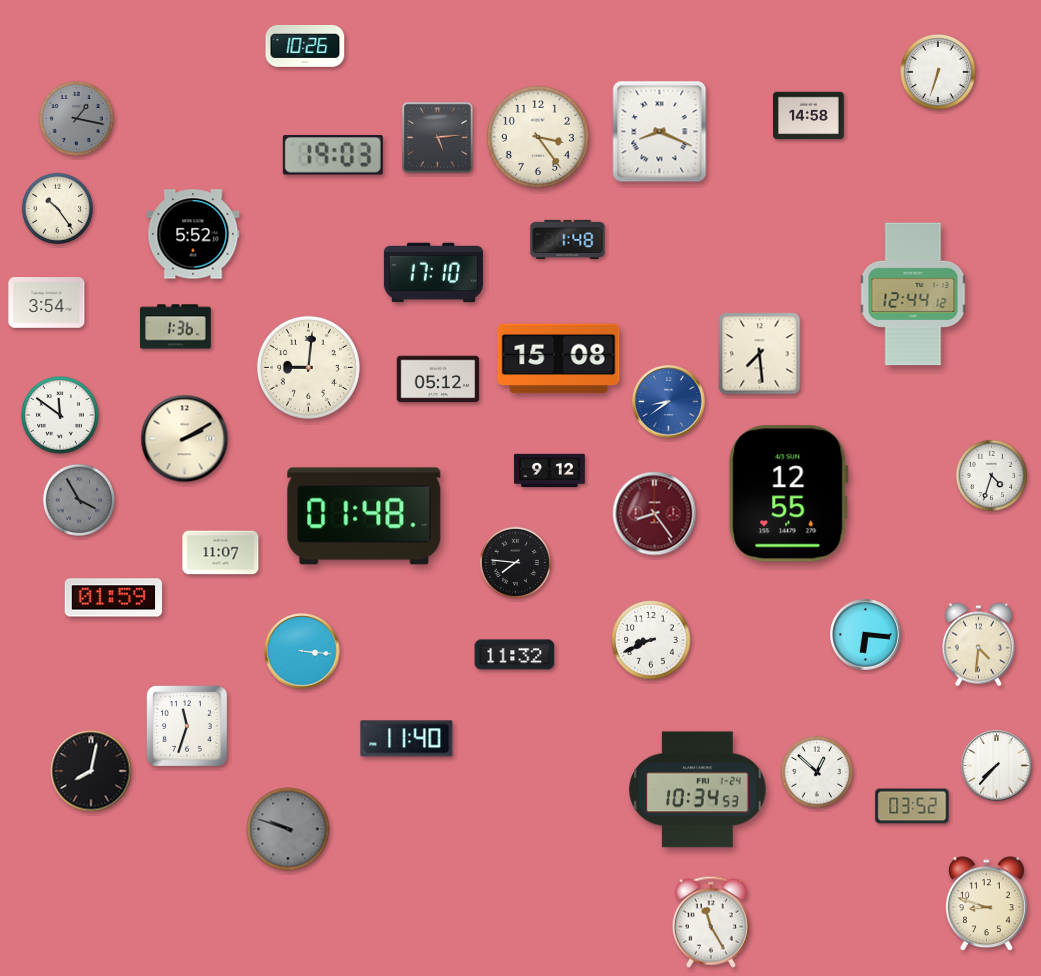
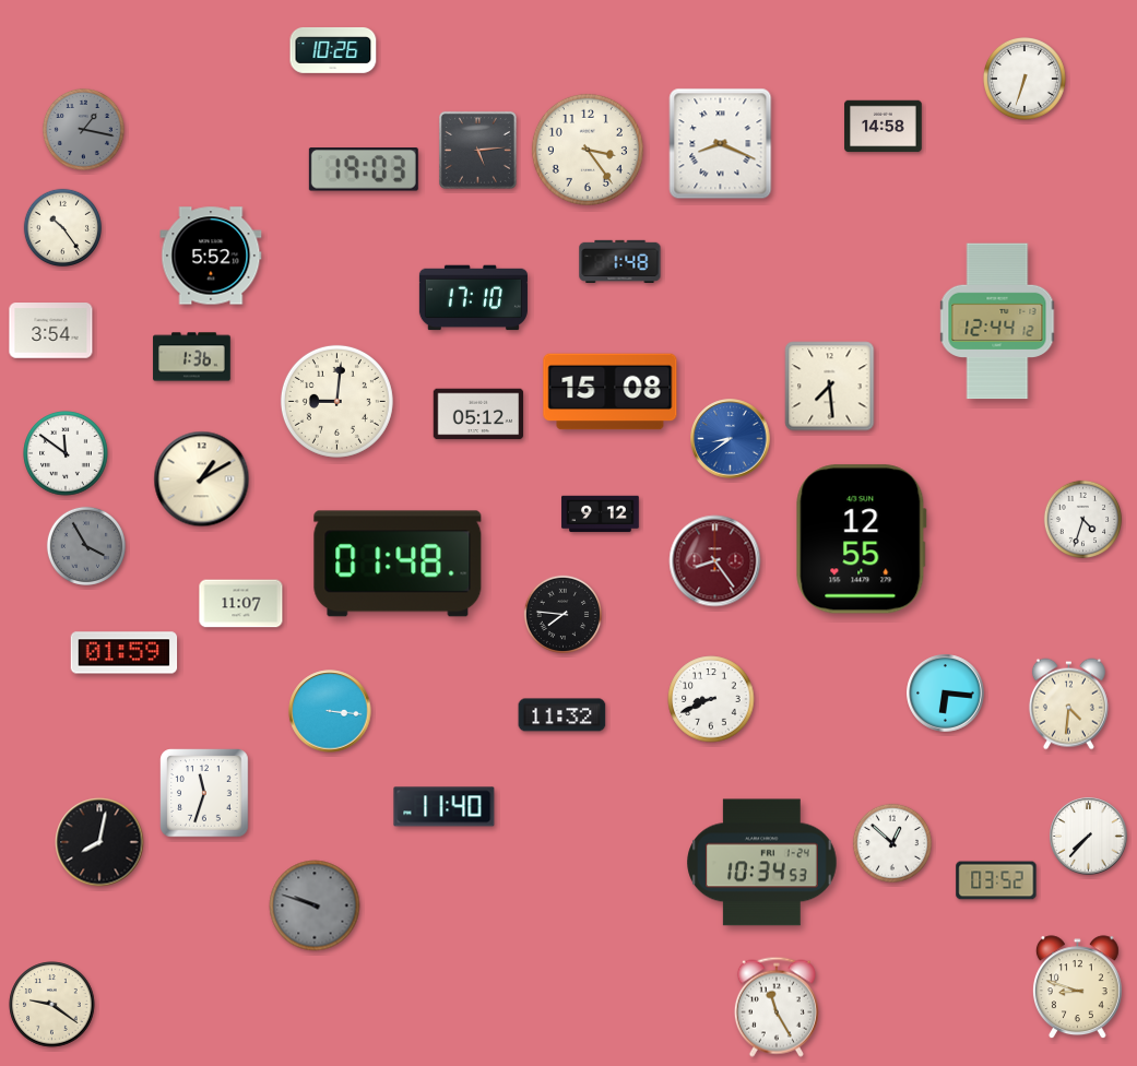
clock at (185, 439): 2:10 -> 1:10
clock at (52, 1005): none -> 9:21
